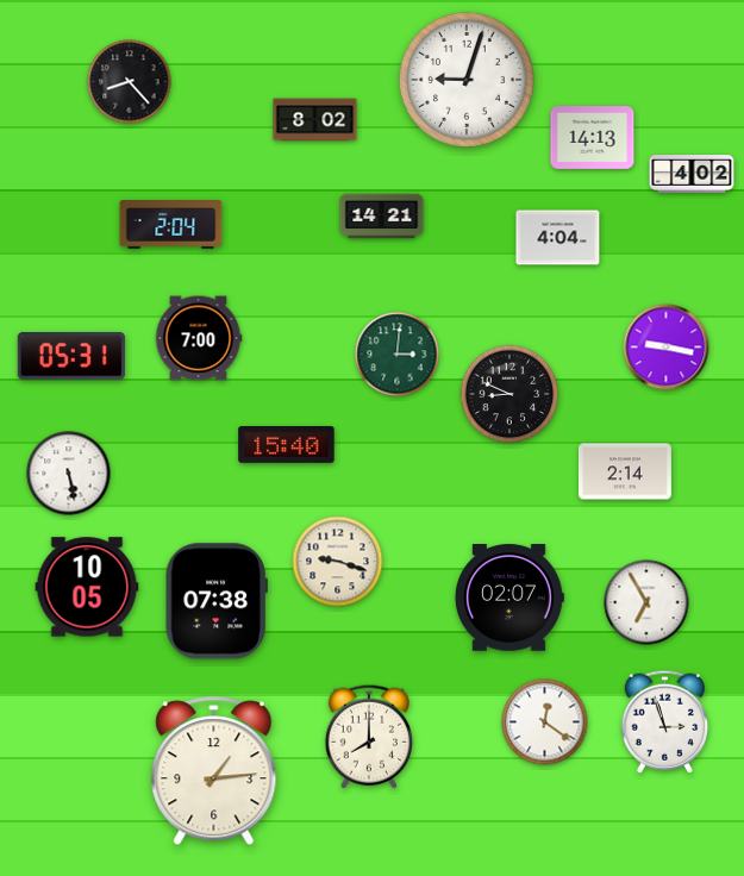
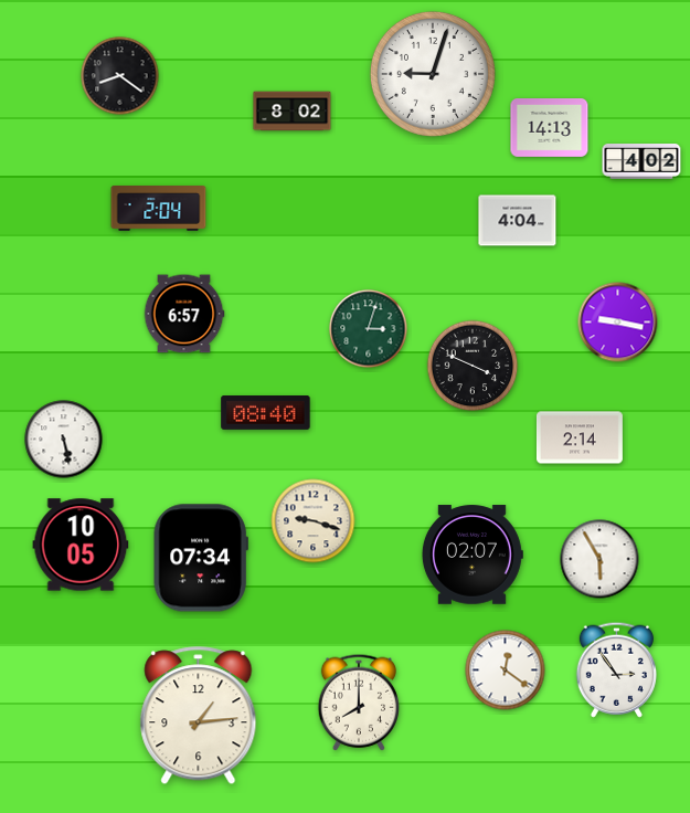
clock at (130, 82): 8:23 -> 8:21
clock at (382, 217): 14:21 -> none
clock at (199, 338): 7:00 -> 6:57
clock at (398, 355): 3:01 -> 3:03
clock at (71, 357): 05:31 -> none
clock at (509, 394): 8:49 -> 3:49
clock at (287, 445): 15:40 -> 08:40
clock at (217, 601): 07:38 -> 07:34
clock at (646, 602): 6:55 -> 5:55
clock at (664, 721): 2:57 -> 2:54
clock at (369, 737) position: (369, 737) -> (359, 703)
